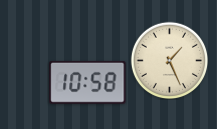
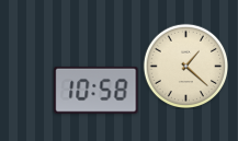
clock at (169, 60): 1:26 -> 1:22
